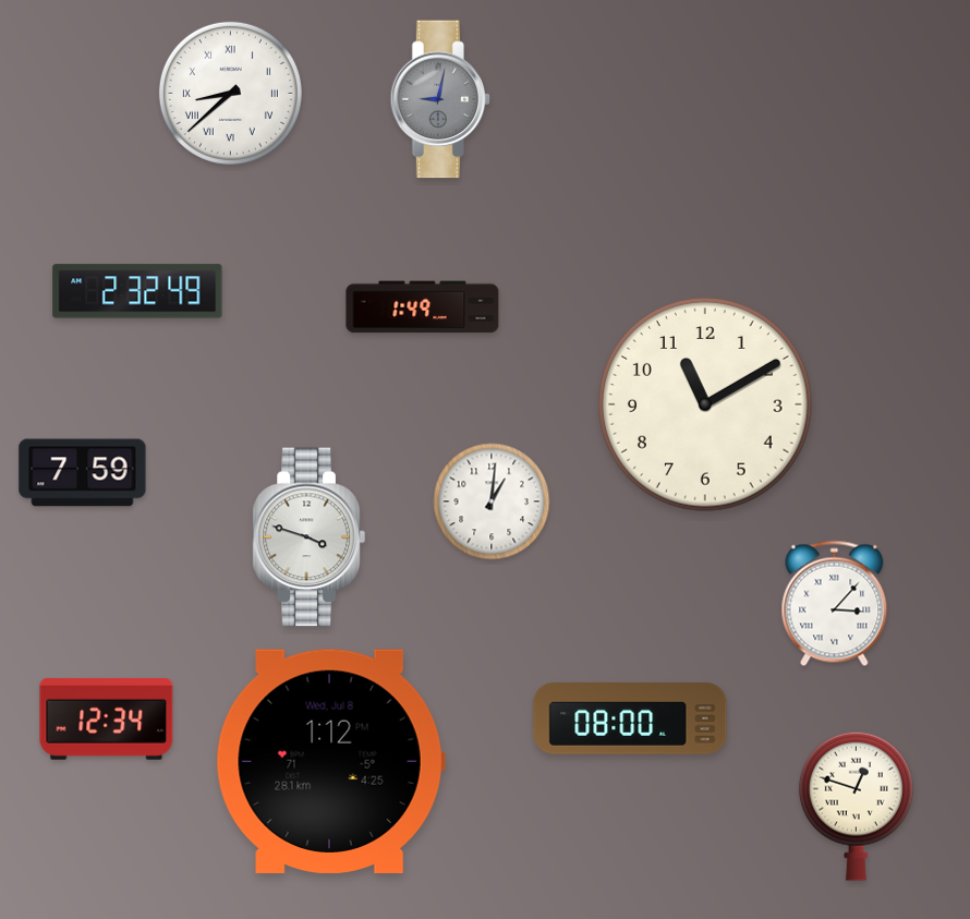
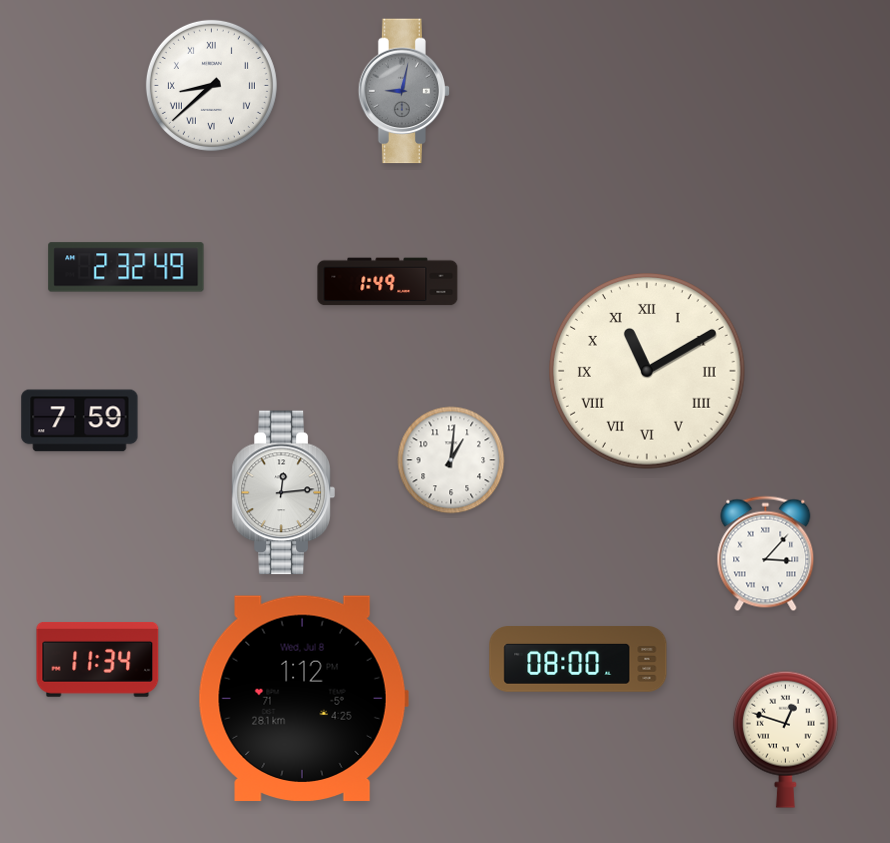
clock at (706, 406) numerals: Arabic -> Roman
clock at (83, 473) position: (83, 473) -> (80, 421)
clock at (308, 537): 3:48 -> 12:14
clock at (107, 718): 12:34 -> 11:34
